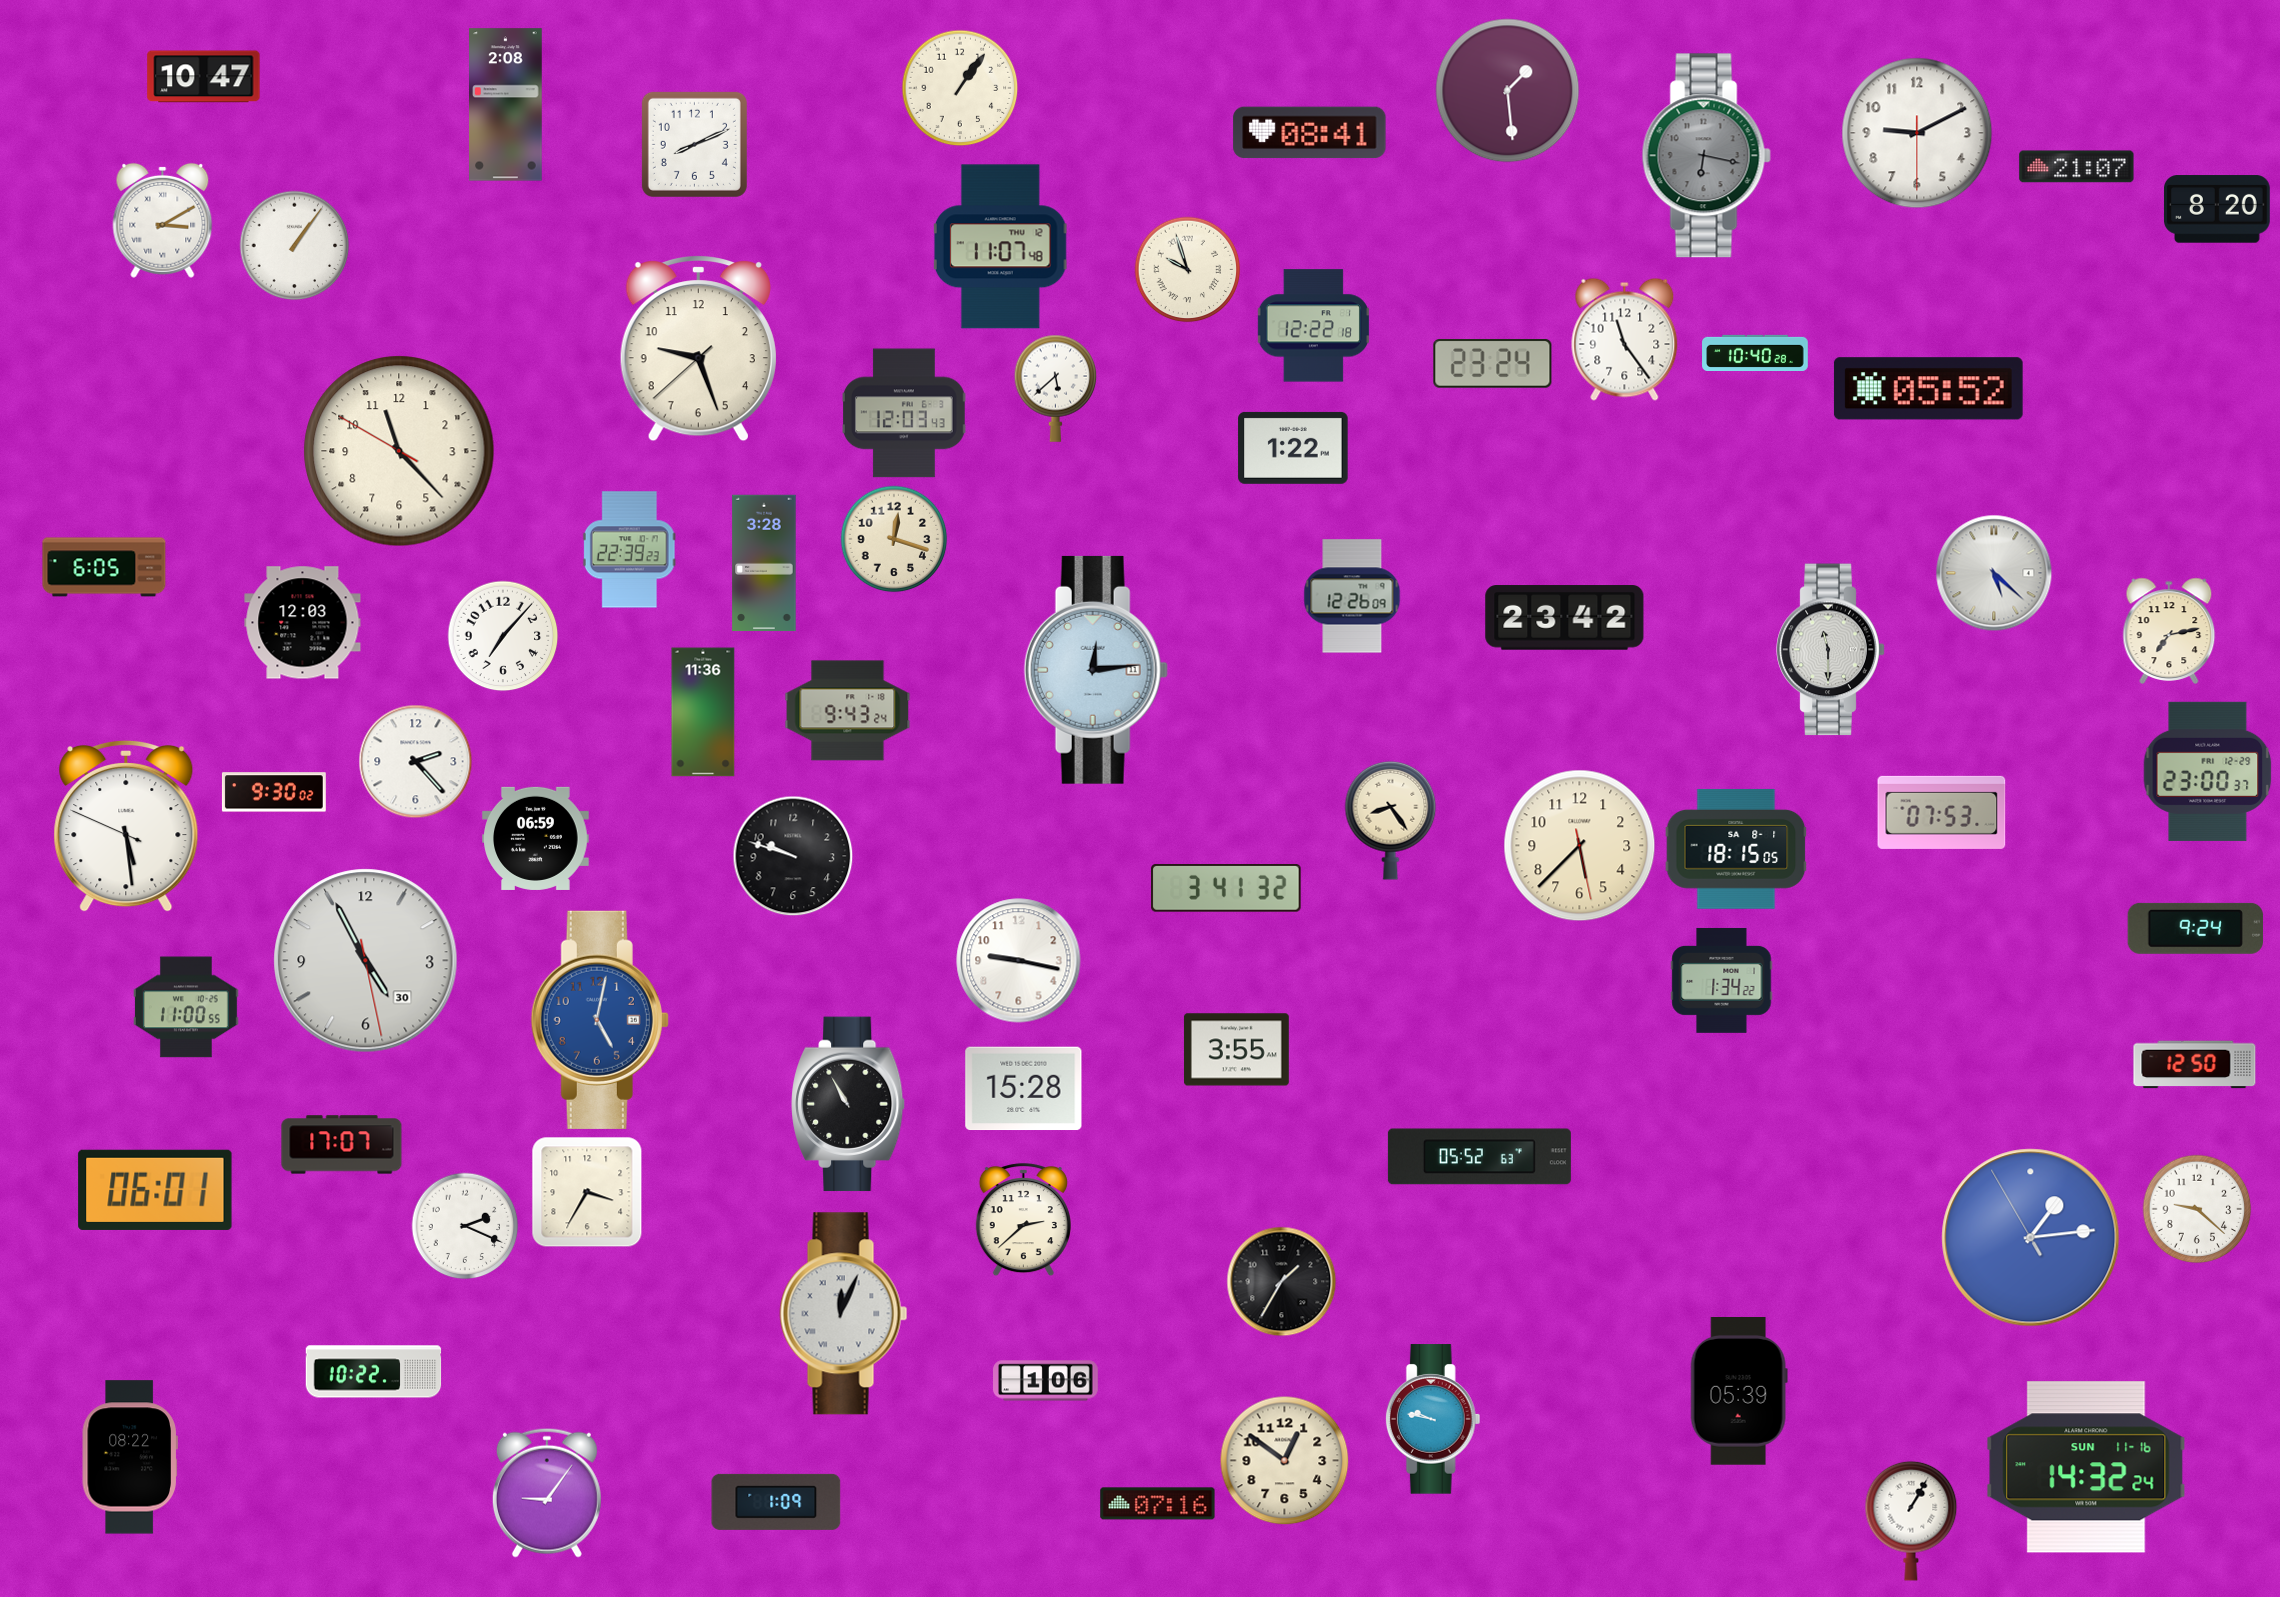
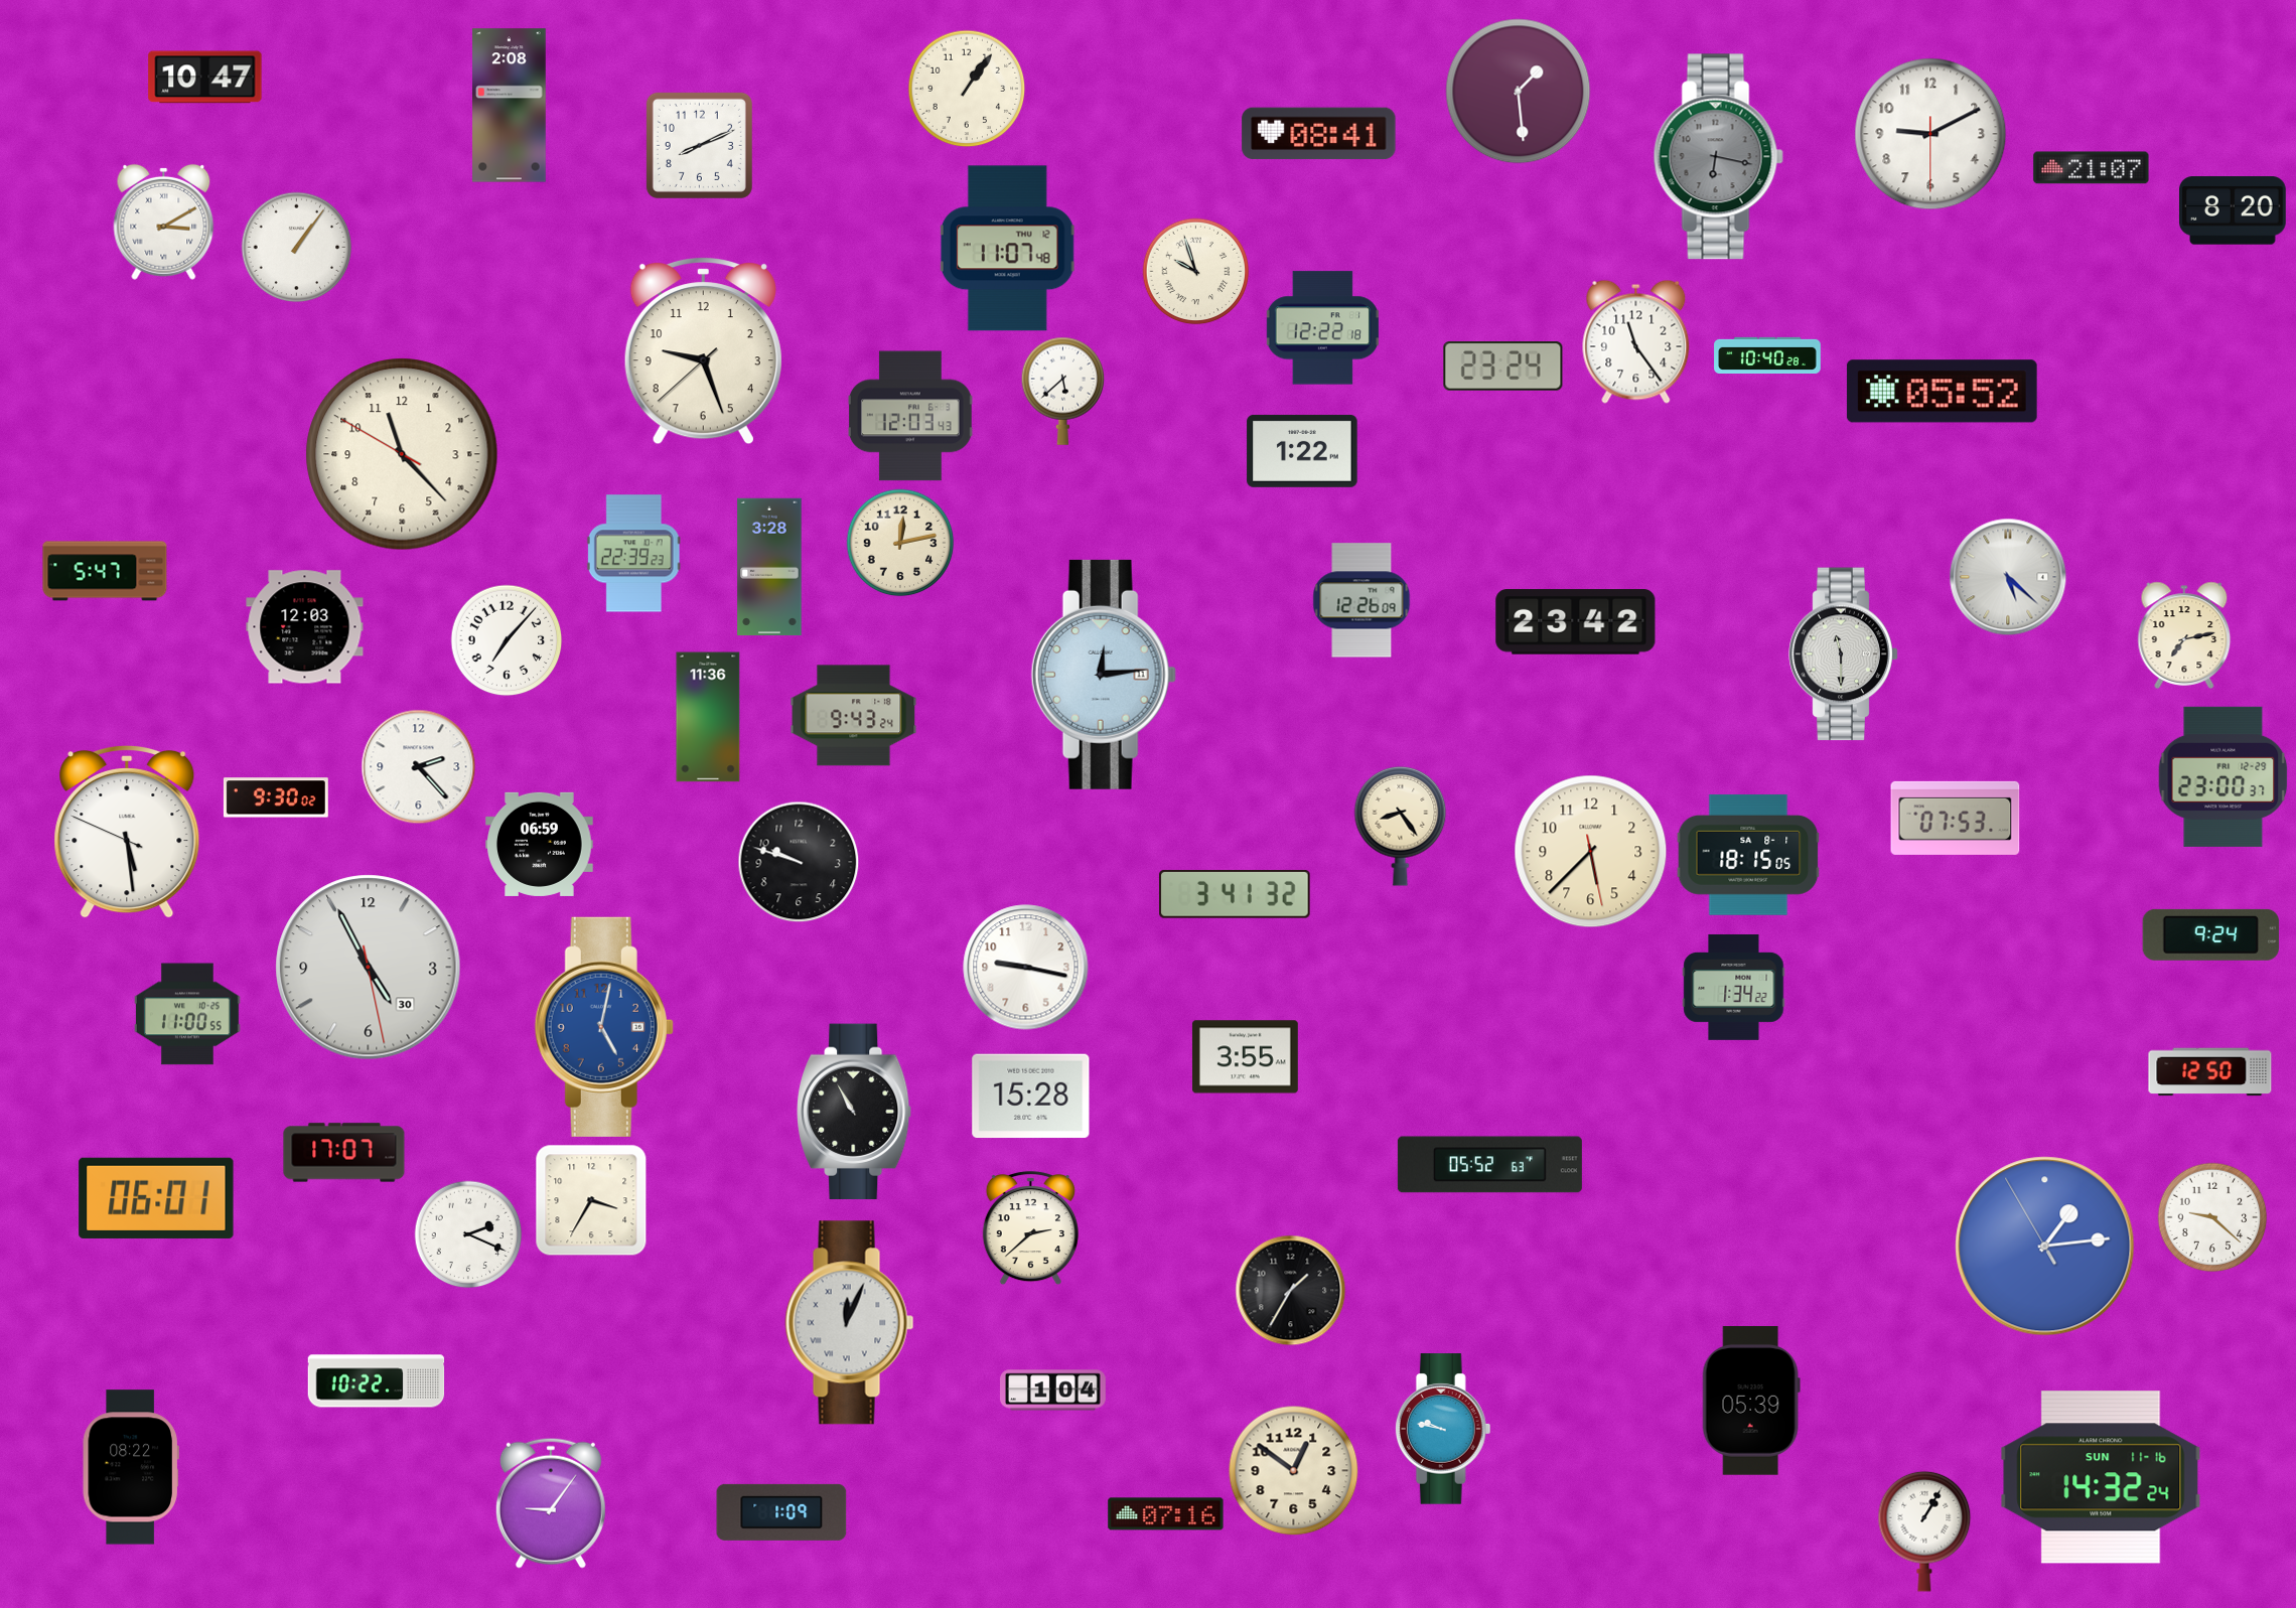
clock at (894, 539): 12:18 -> 12:13
clock at (104, 567): 6:05 -> 5:47
clock at (1046, 1381): 1:06 -> 1:04
